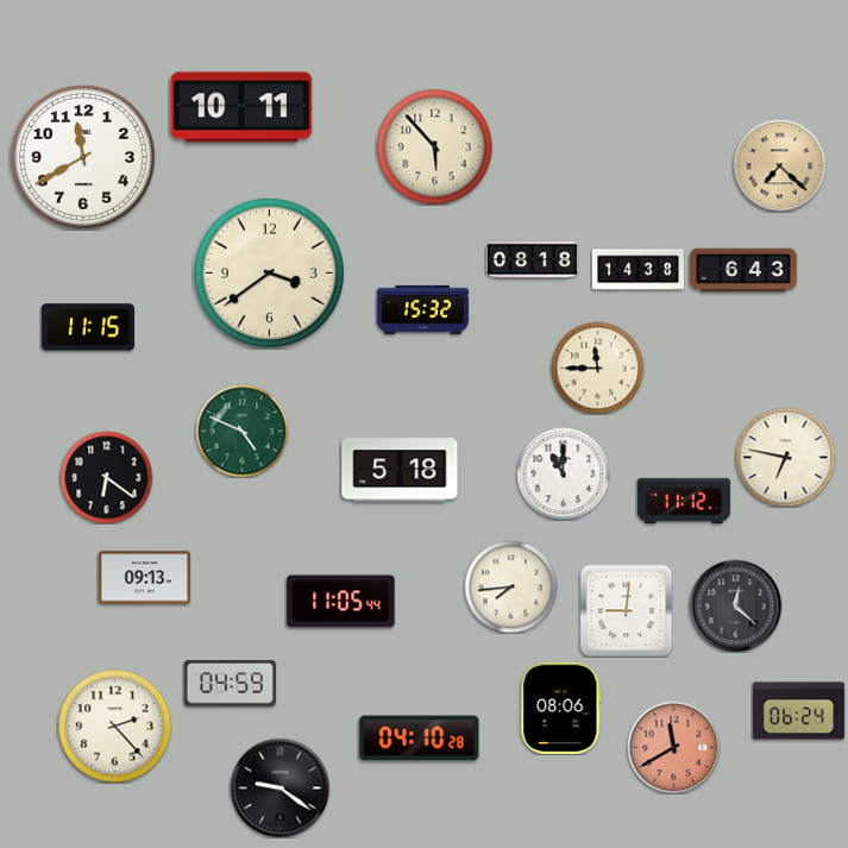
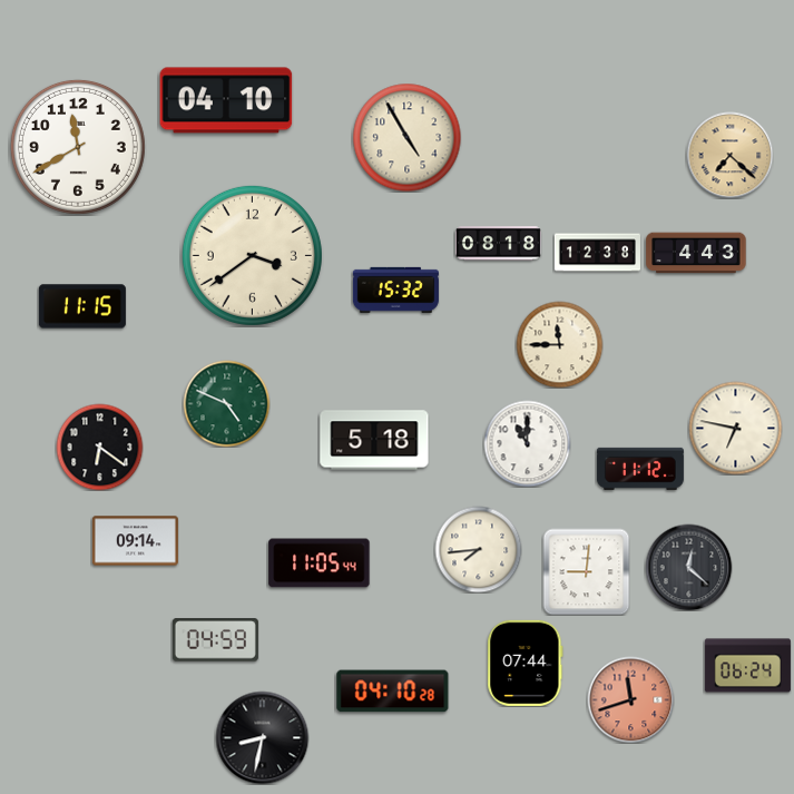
clock at (241, 107): 10:11 -> 04:10
clock at (434, 146): 5:53 -> 4:55
clock at (637, 270): 14:38 -> 12:38
clock at (743, 270): 6:43 -> 4:43
clock at (144, 578): 09:13 -> 09:14
clock at (561, 708): 08:06 -> 07:44
clock at (114, 725): 2:23 -> none
clock at (673, 747): 11:40 -> 11:42
clock at (279, 787): 9:21 -> 8:32
